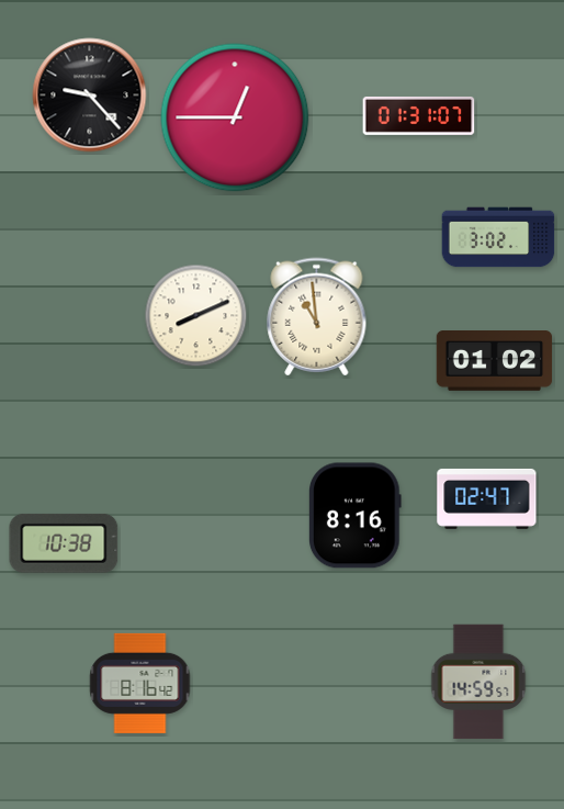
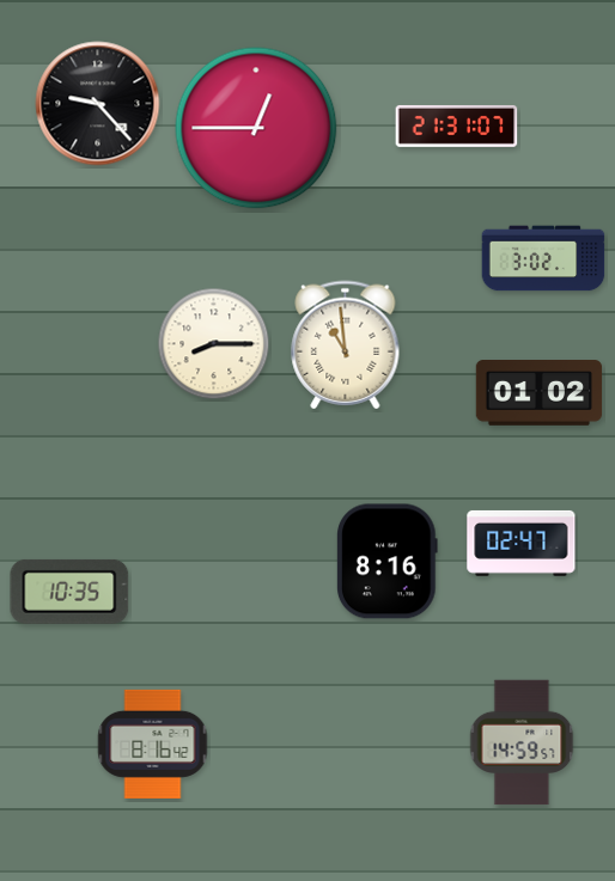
clock at (419, 115): 01:31 -> 21:31
clock at (196, 316): 8:11 -> 8:15
clock at (487, 498) position: (487, 498) -> (522, 543)
clock at (64, 543): 10:38 -> 10:35
